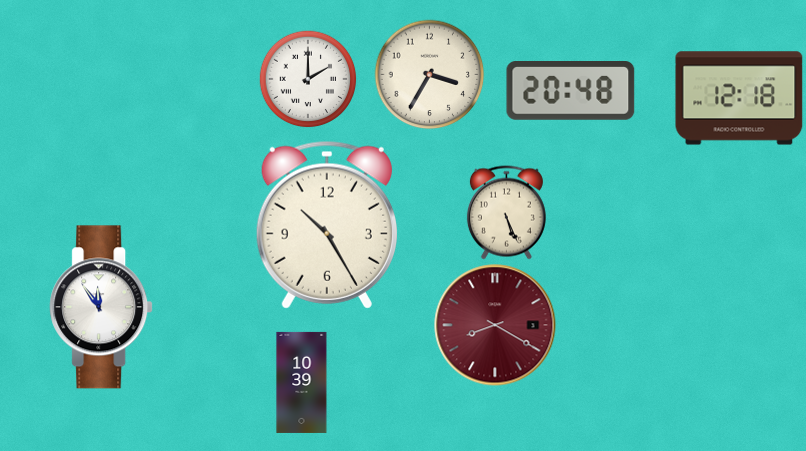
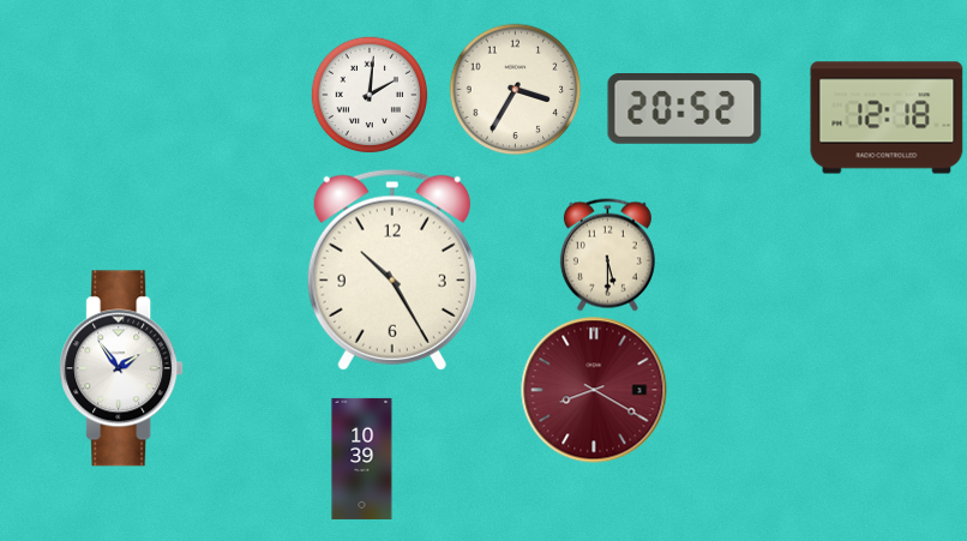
clock at (308, 79): 2:00 -> 2:01
clock at (571, 91): 20:48 -> 20:52
clock at (506, 213): 5:26 -> 5:30
clock at (101, 307): 11:54 -> 1:54
